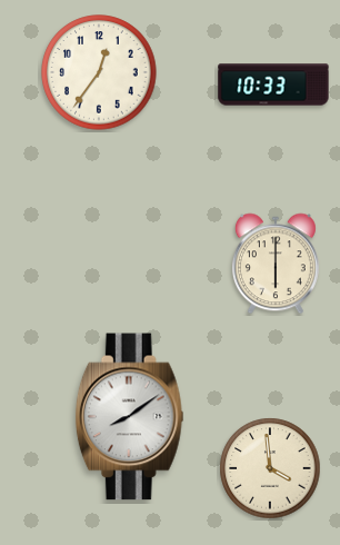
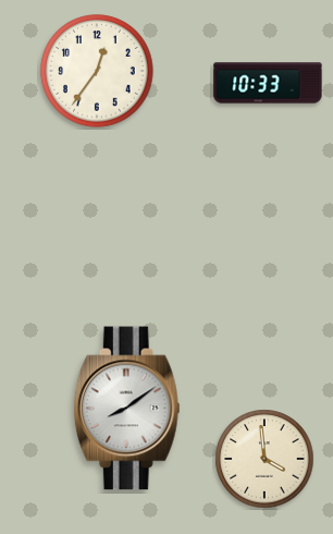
clock at (276, 264): 6:00 -> none
